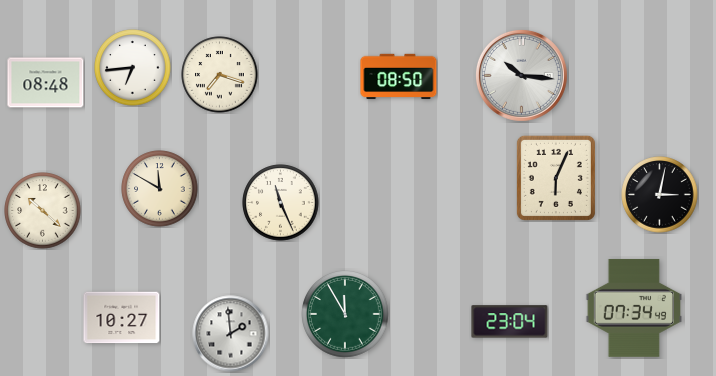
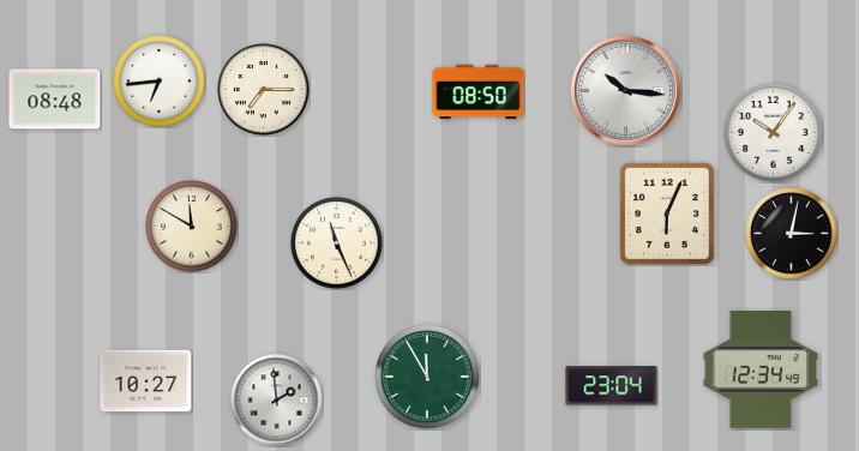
clock at (220, 75): 7:18 -> 7:15
clock at (774, 133): none -> 10:06
clock at (43, 211): 10:22 -> none
clock at (633, 308): 07:34 -> 12:34
clock at (346, 315) position: (346, 315) -> (428, 378)
